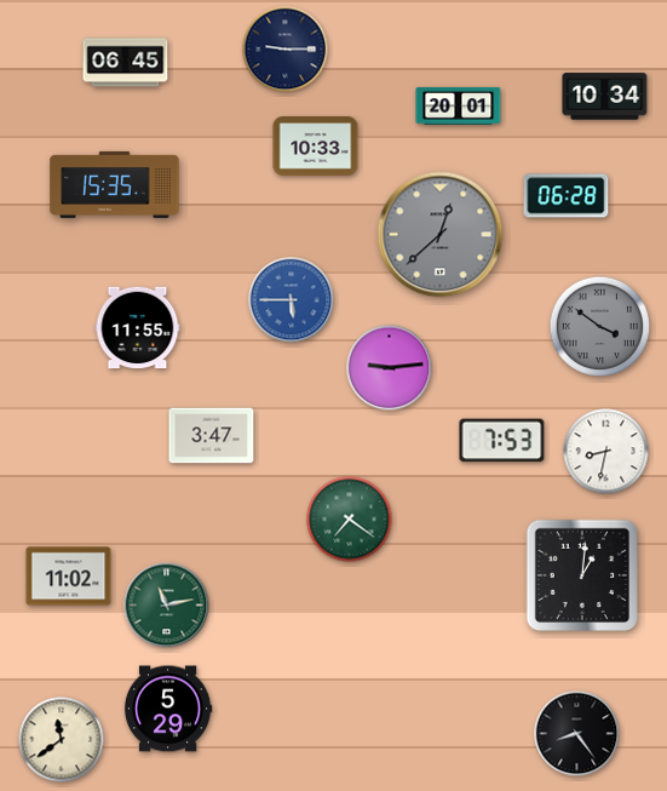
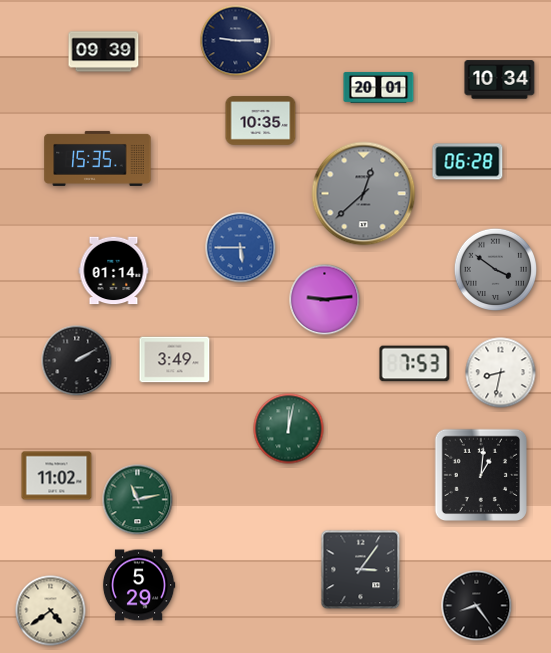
clock at (126, 63): 06:45 -> 09:39
clock at (316, 147): 10:33 -> 10:35
clock at (115, 184) position: (115, 184) -> (98, 158)
clock at (138, 328): 11:55 -> 01:14
clock at (390, 368) position: (390, 368) -> (325, 300)
clock at (212, 436): 3:47 -> 3:49
clock at (77, 361): none -> 2:10
clock at (350, 520): 7:21 -> 12:02
clock at (361, 570): none -> 3:06
clock at (62, 740): 11:39 -> 4:39
